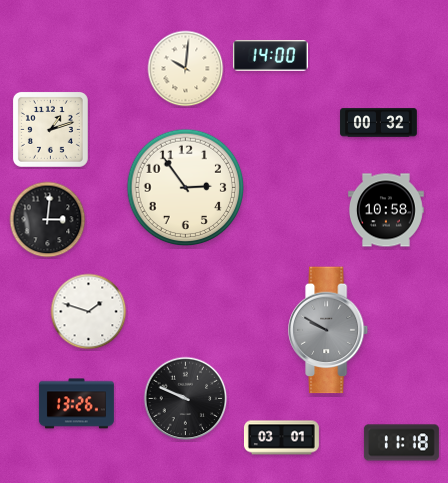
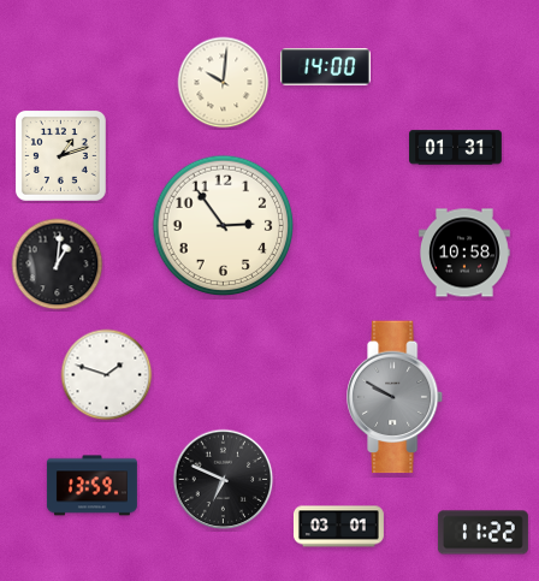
clock at (379, 123): 00:32 -> 01:31
clock at (48, 220): 3:01 -> 1:01
clock at (186, 399): 9:49 -> 6:49
clock at (76, 404): 13:26 -> 13:59
clock at (401, 443): 11:18 -> 11:22
